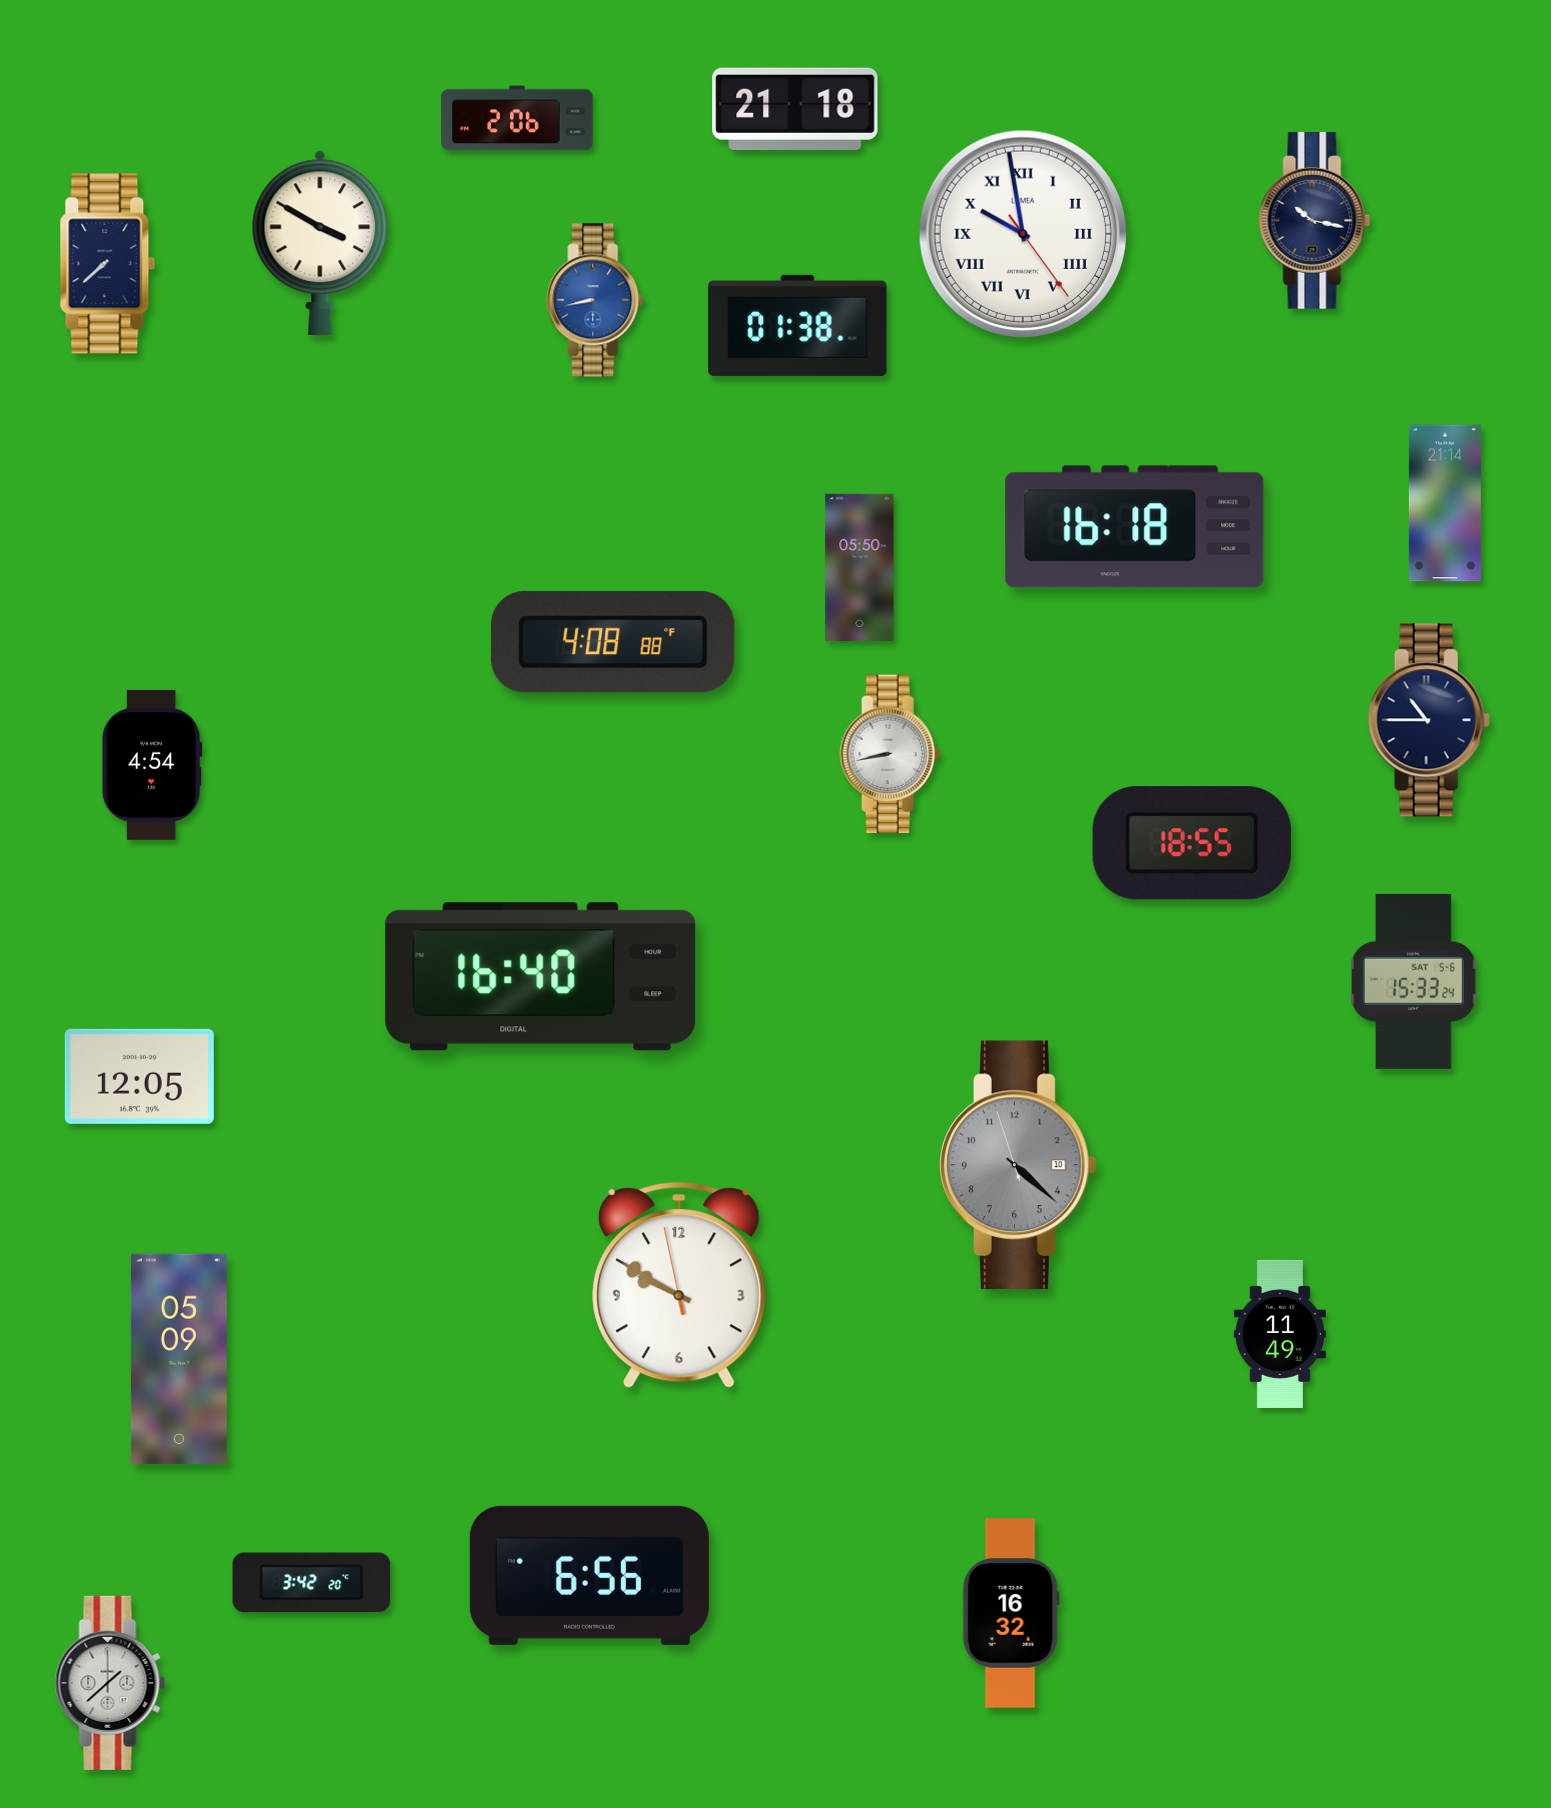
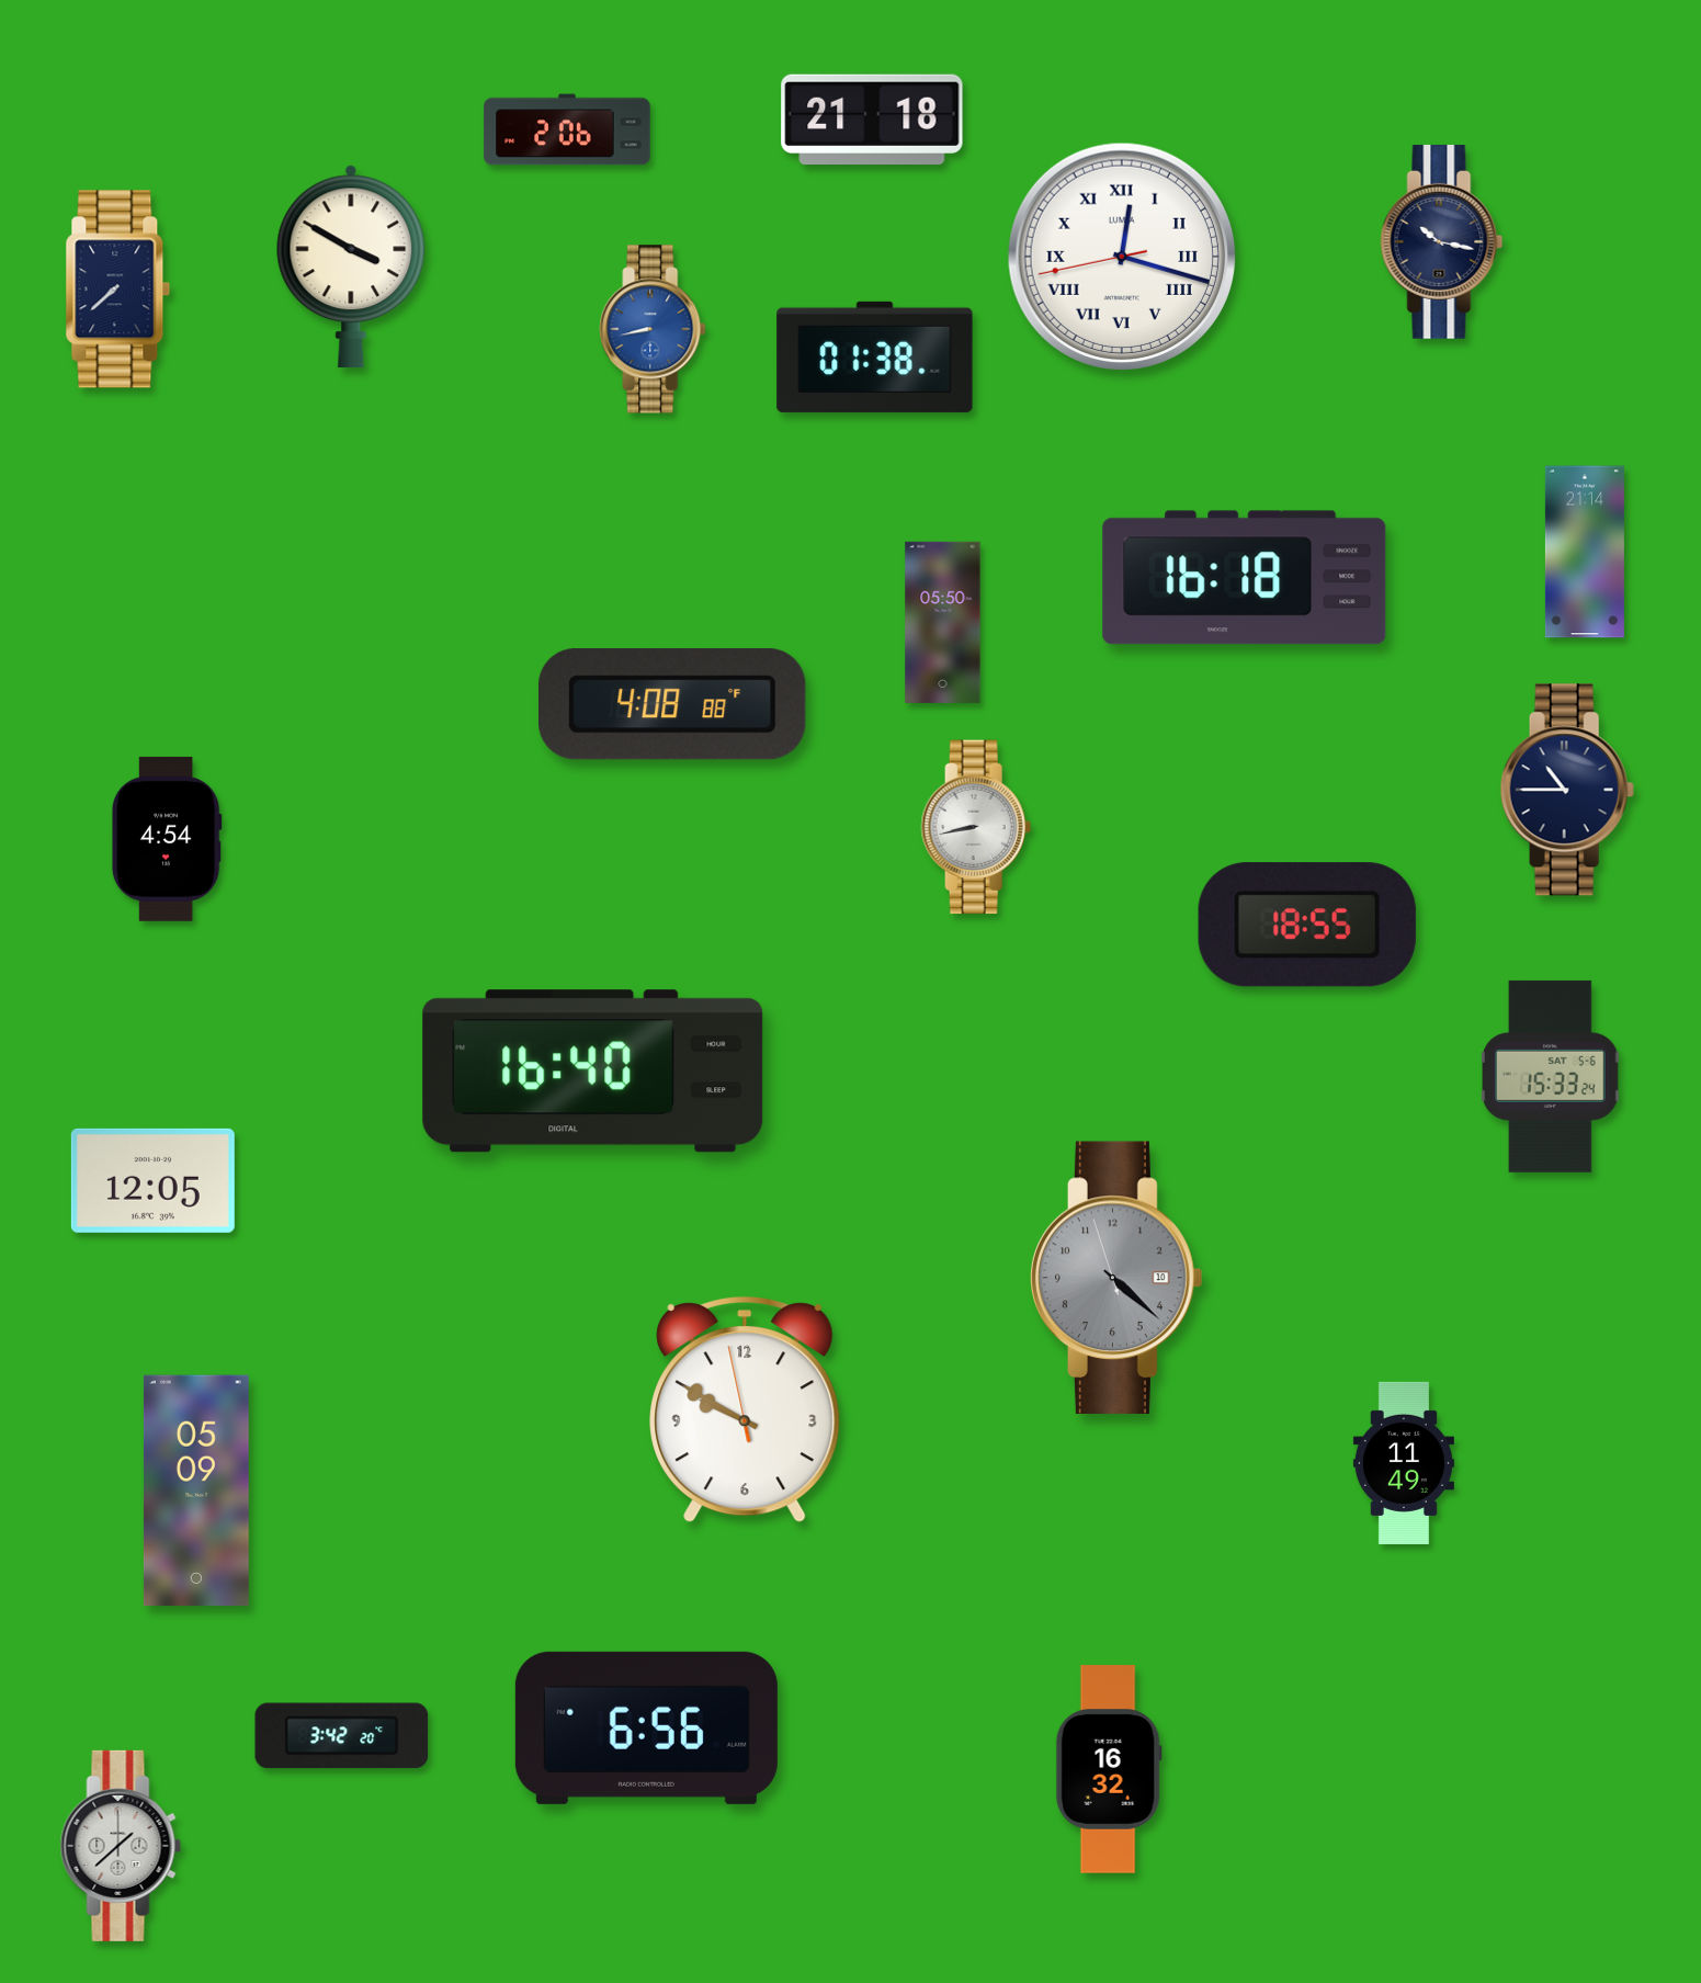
clock at (1022, 233): 9:58 -> 12:17
